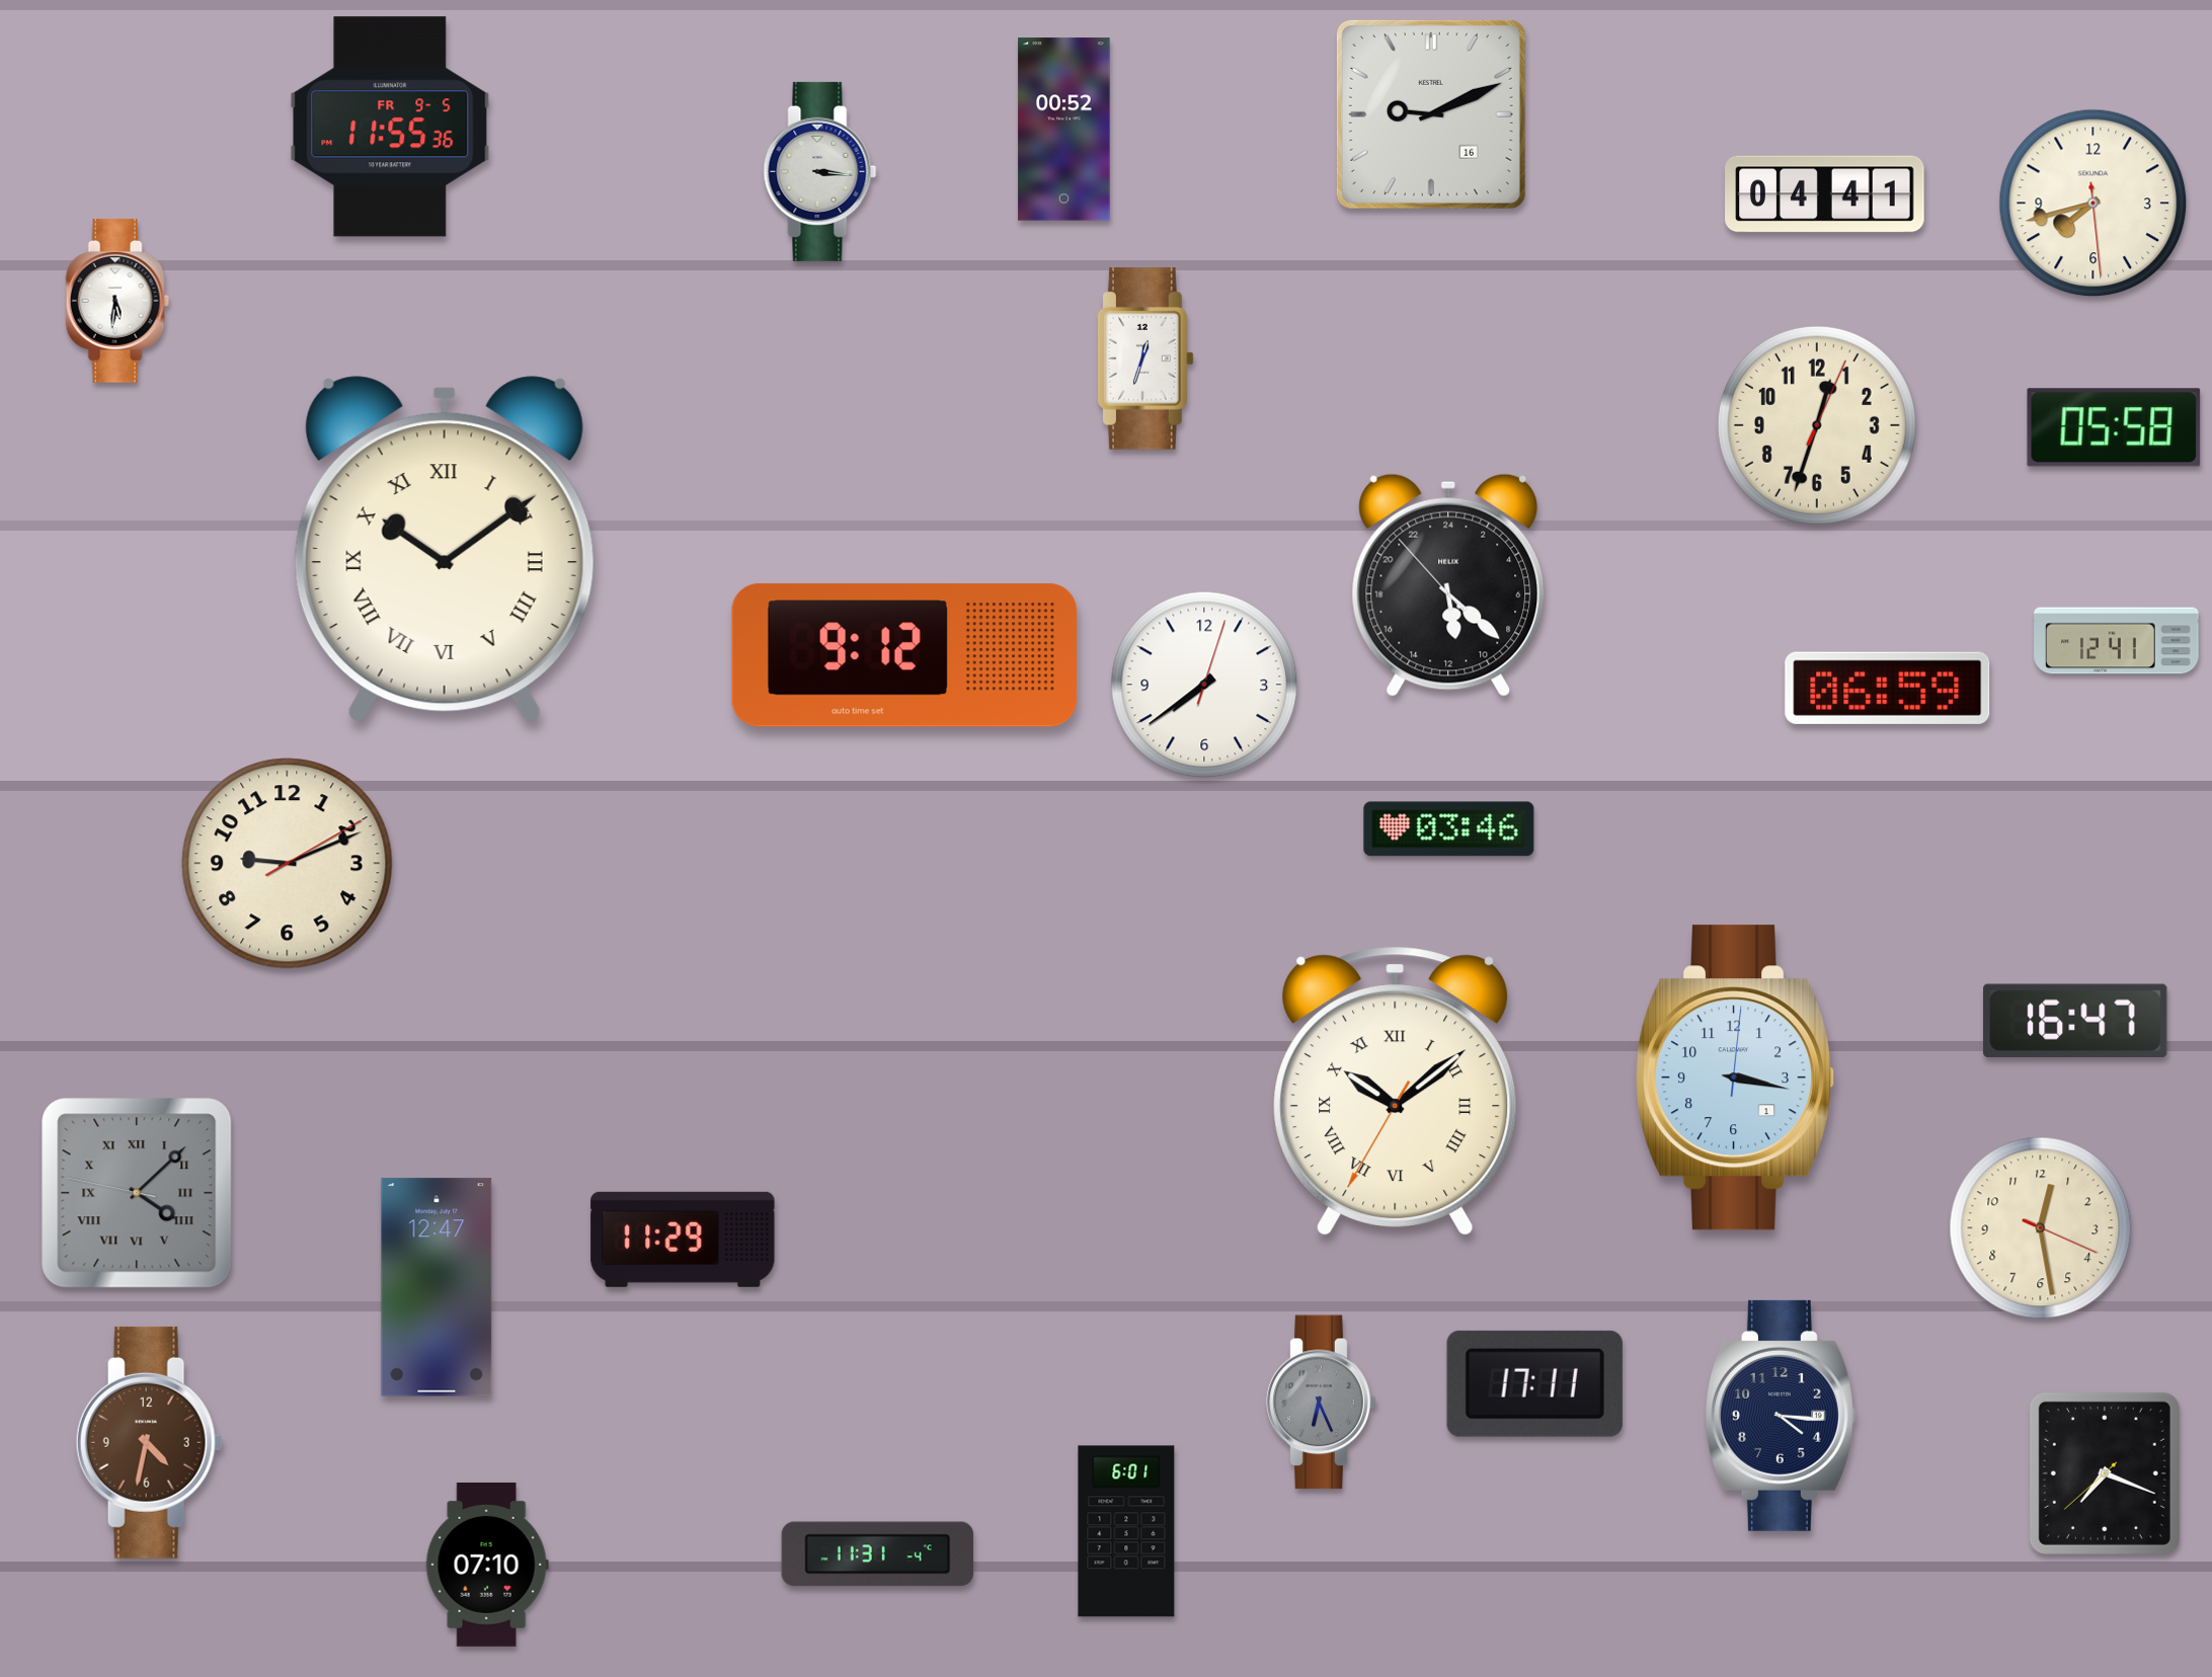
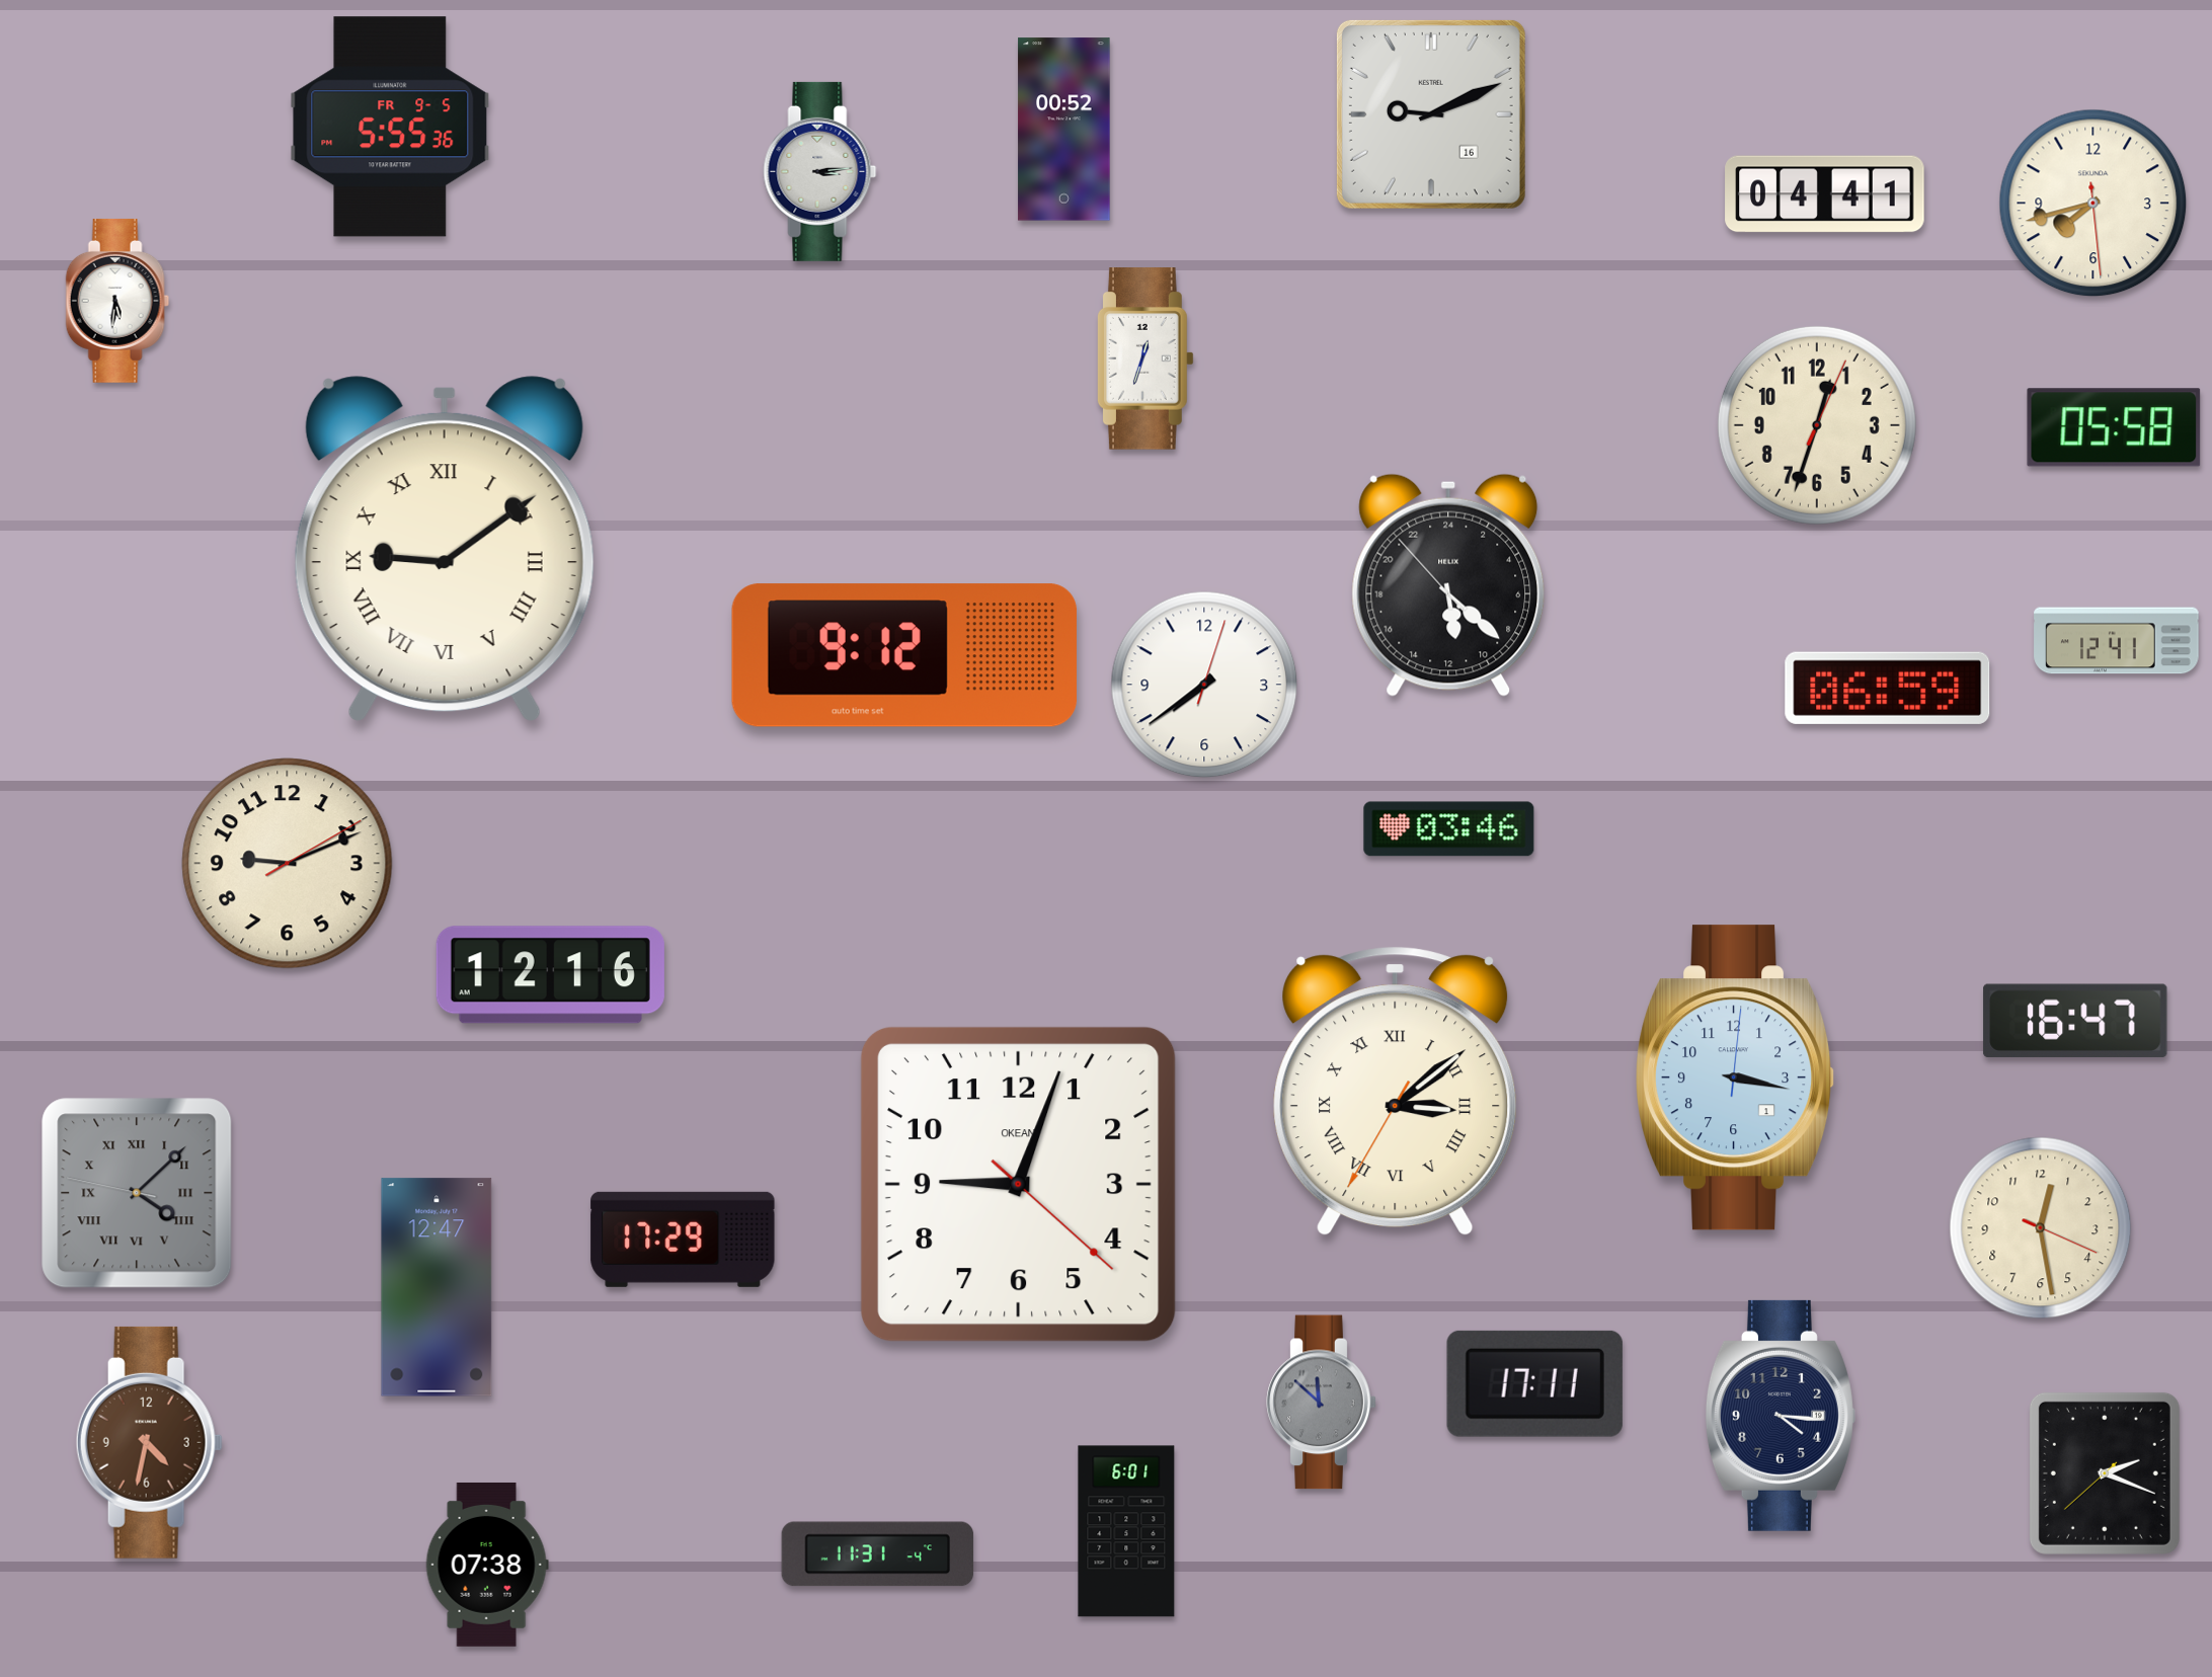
clock at (390, 127): 11:55 -> 5:55
clock at (820, 171): 3:16 -> 3:14
clock at (445, 549): 10:09 -> 9:09
clock at (550, 975): none -> 12:16
clock at (1396, 1092): 10:08 -> 3:08
clock at (1018, 1184): none -> 9:03
clock at (683, 1240): 11:29 -> 17:29
clock at (1322, 1403): 6:26 -> 11:52
clock at (2105, 1473): 7:18 -> 2:18
clock at (487, 1565): 07:10 -> 07:38
